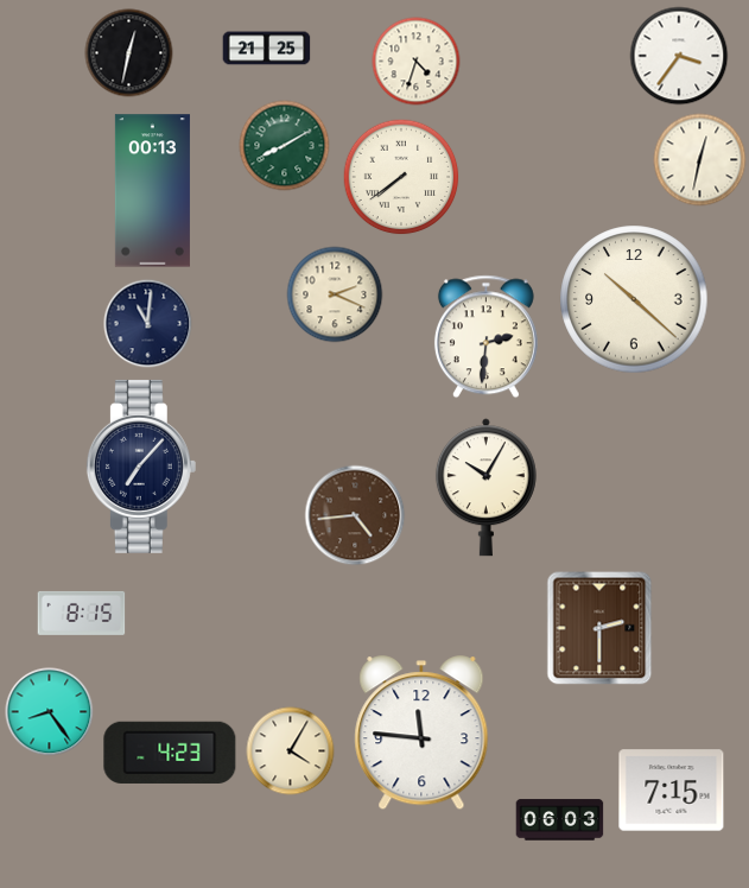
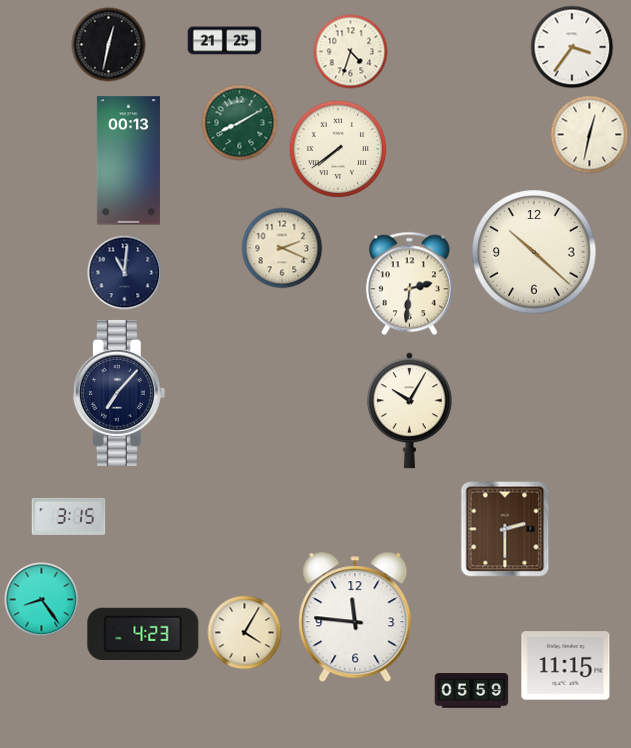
clock at (355, 515): 4:44 -> none
clock at (82, 613): 8:15 -> 3:15
clock at (672, 791): 7:15 -> 11:15
clock at (560, 820): 06:03 -> 05:59
